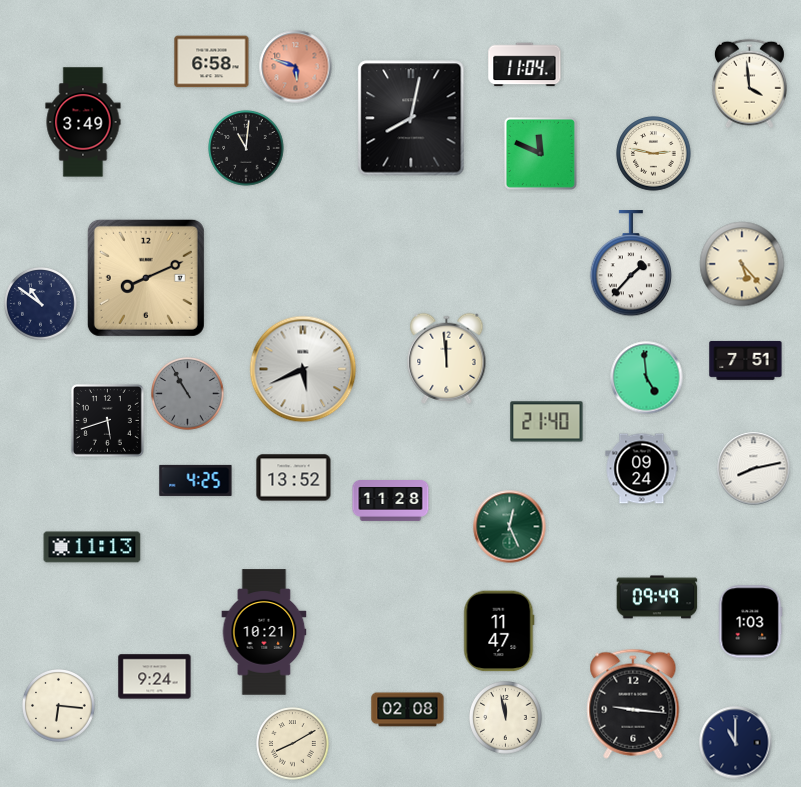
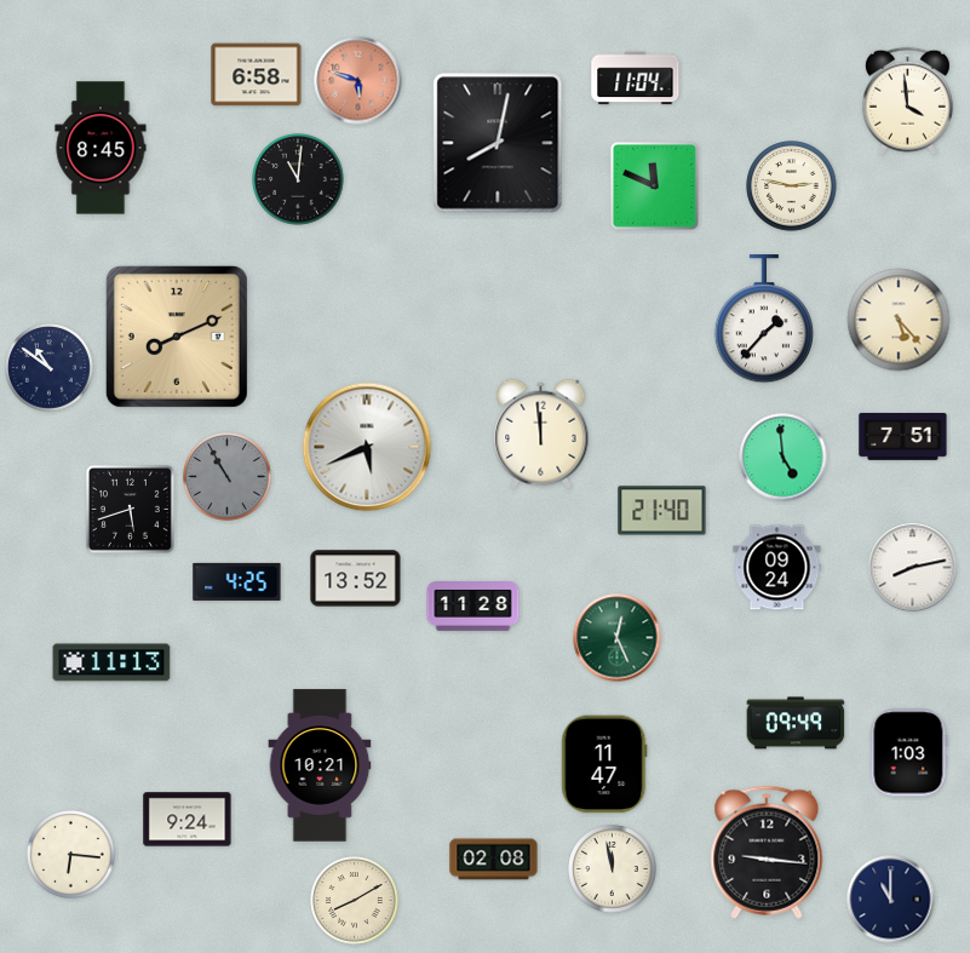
clock at (83, 122): 3:49 -> 8:45
